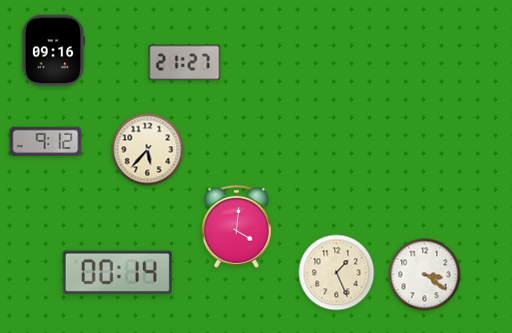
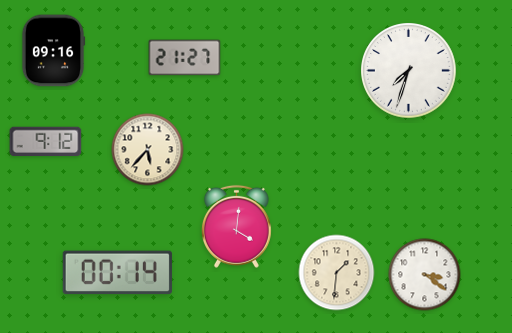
clock at (185, 63) position: (185, 63) -> (185, 58)
clock at (409, 71): none -> 7:33
clock at (337, 273): 1:26 -> 1:31
